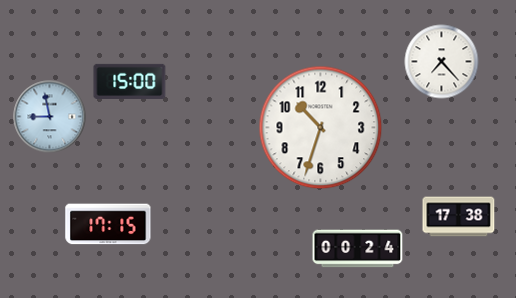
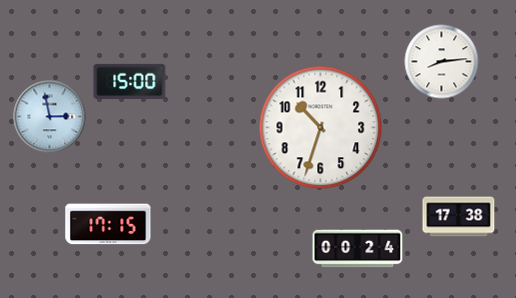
clock at (442, 62): 7:23 -> 8:14
clock at (50, 117): 8:58 -> 2:58
